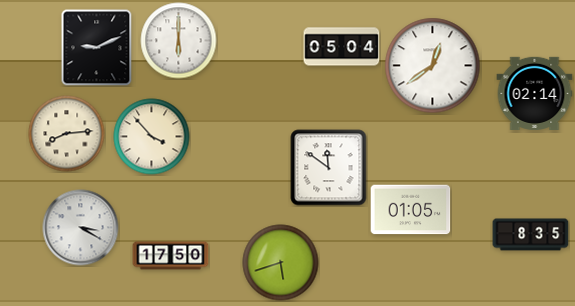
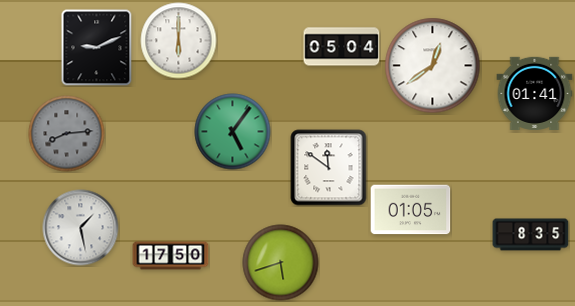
clock at (535, 93): 02:14 -> 01:41
clock at (233, 132): none -> 5:06
clock at (67, 134) dial: cream -> grey
clock at (152, 137): 3:53 -> none
clock at (81, 228): 3:20 -> 1:28
